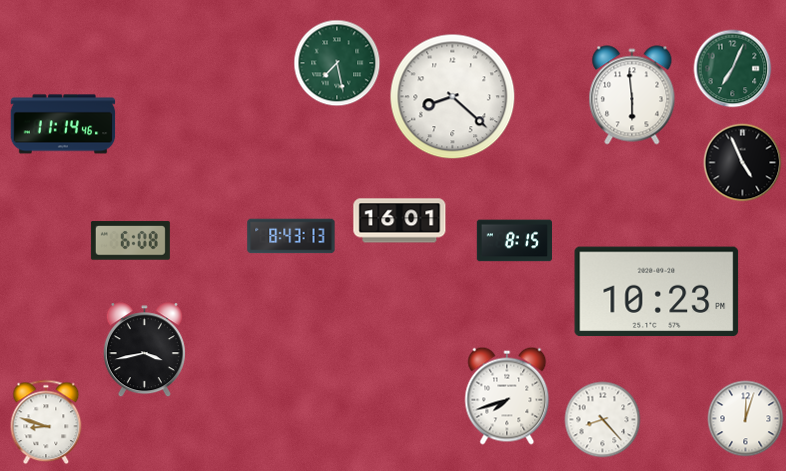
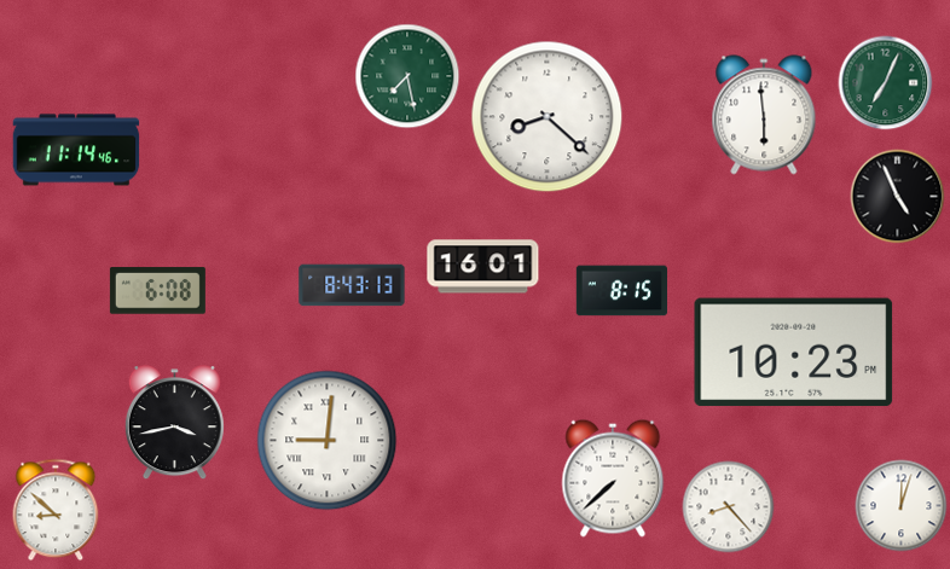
clock at (328, 441): none -> 9:01
clock at (507, 396): 7:42 -> 7:38
clock at (46, 422): 8:48 -> 8:52
